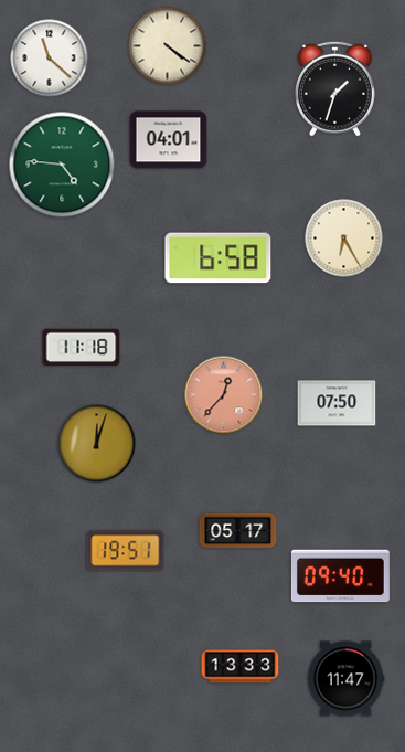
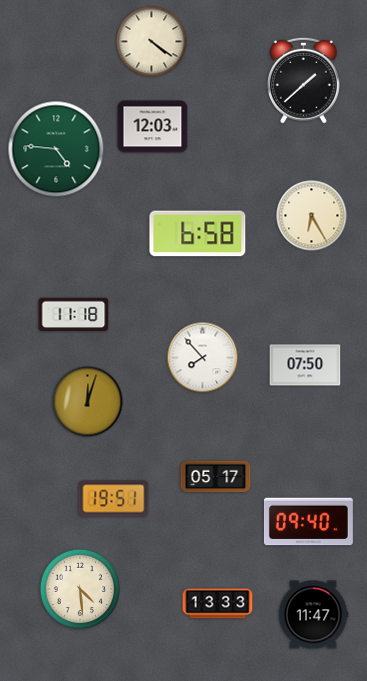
clock at (50, 59): 11:22 -> none
clock at (334, 88): 1:33 -> 1:38
clock at (169, 140): 04:01 -> 12:03
clock at (224, 395): 12:37 -> 7:53
clock at (224, 395) dial: salmon -> white
clock at (238, 531) position: (238, 531) -> (216, 477)
clock at (80, 589): none -> 4:29
